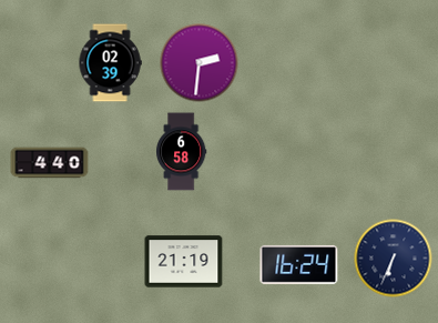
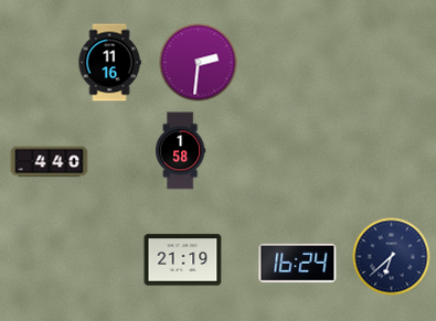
clock at (110, 63): 02:39 -> 11:16
clock at (182, 152): 6:58 -> 1:58
clock at (394, 259): 6:34 -> 6:38
